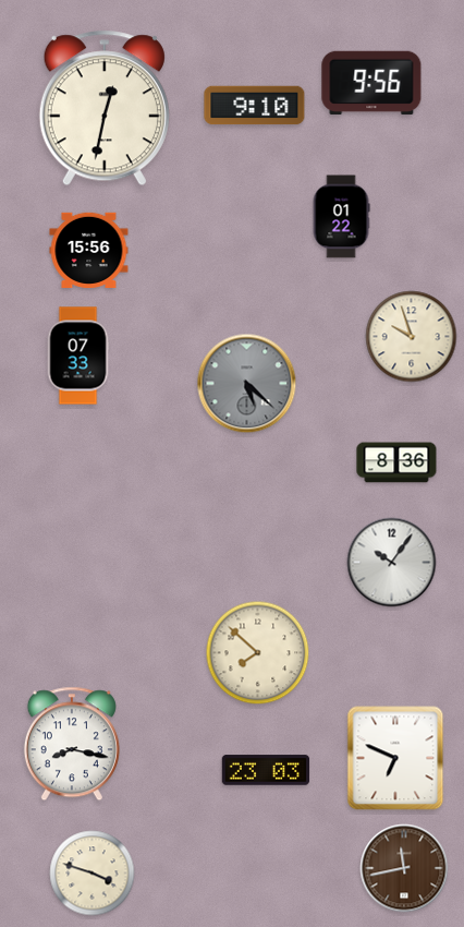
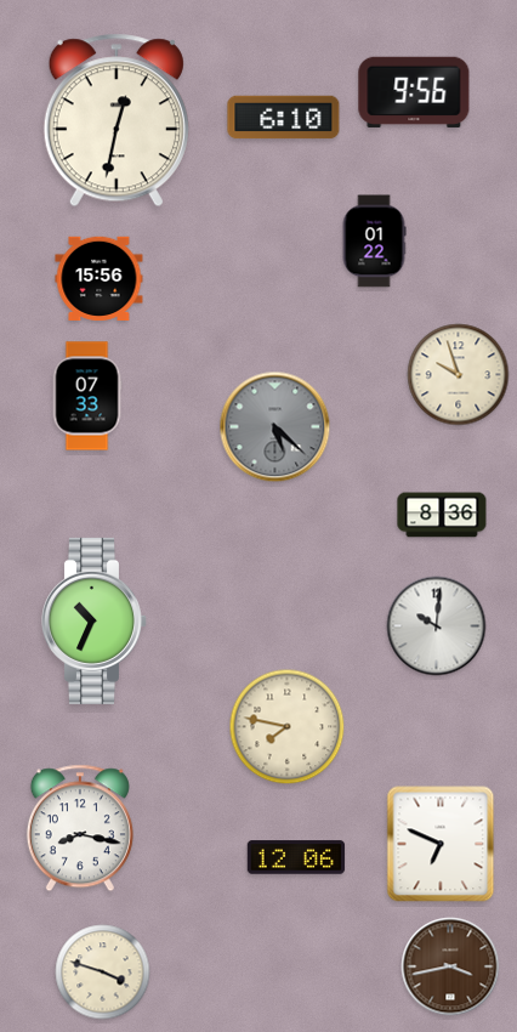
clock at (255, 106): 9:10 -> 6:10
clock at (341, 217) position: (341, 217) -> (374, 242)
clock at (93, 620): none -> 10:34
clock at (392, 563): 10:06 -> 10:01
clock at (258, 653): 7:52 -> 7:47
clock at (266, 770): 23:03 -> 12:06
clock at (404, 868): 11:43 -> 3:43
